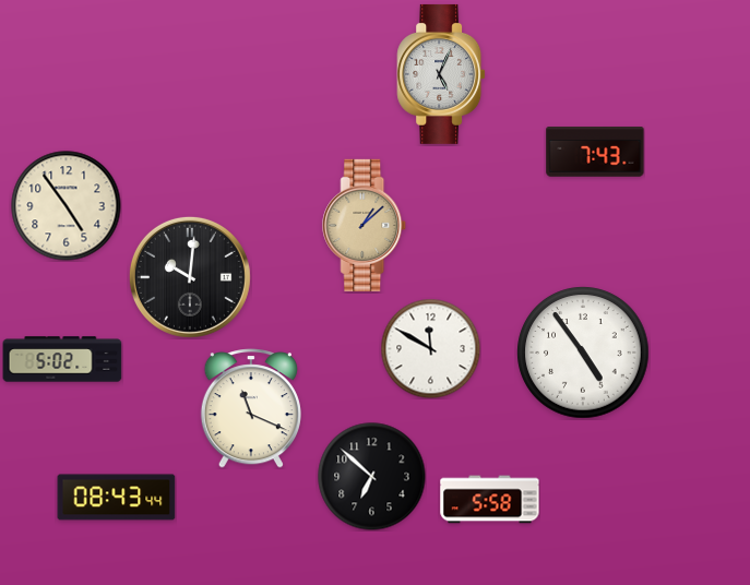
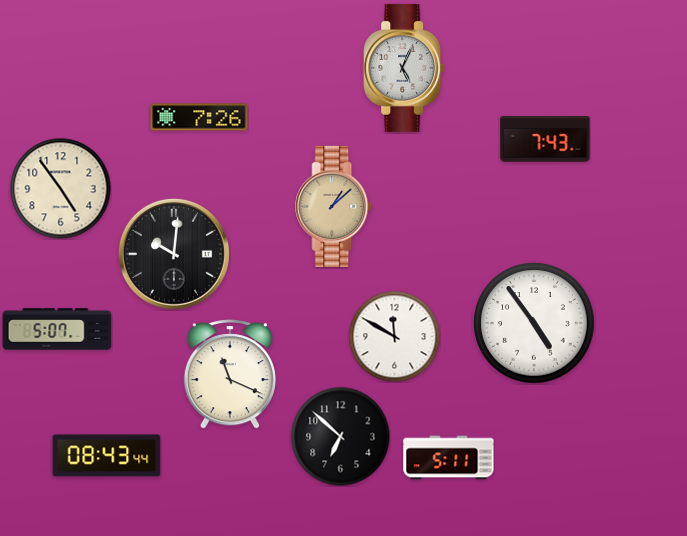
clock at (199, 117): none -> 7:26
clock at (430, 348) position: (430, 348) -> (394, 336)
clock at (62, 359): 5:02 -> 5:07
clock at (490, 500): 5:58 -> 5:11
